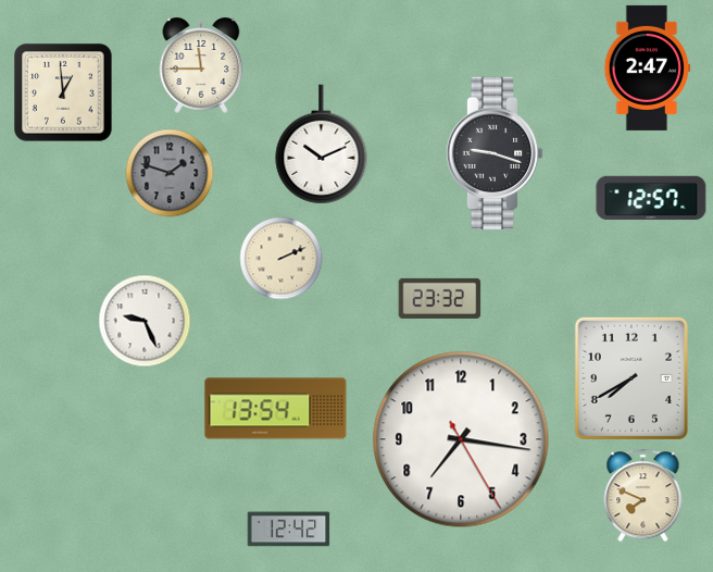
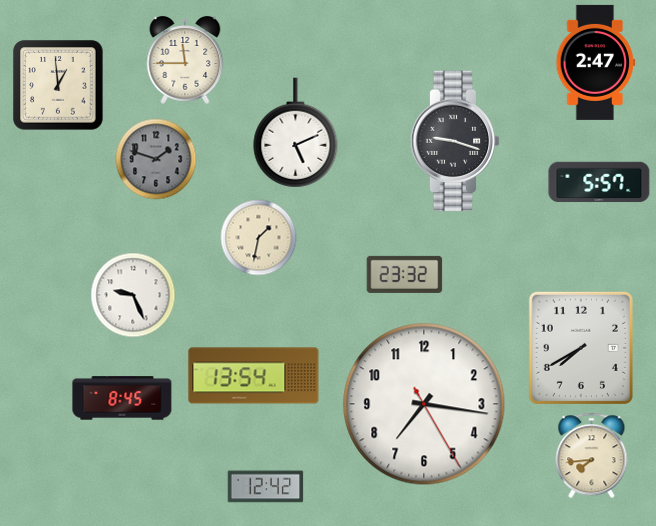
clock at (322, 145): 10:11 -> 5:11
clock at (651, 198): 12:57 -> 5:57
clock at (282, 259): 2:11 -> 1:32
clock at (122, 398): none -> 8:45
clock at (643, 496): 7:49 -> 7:44
